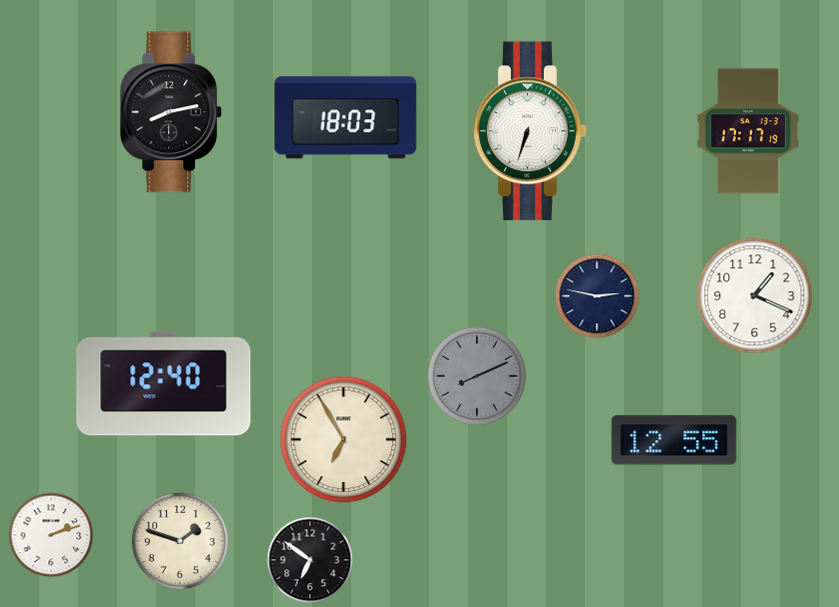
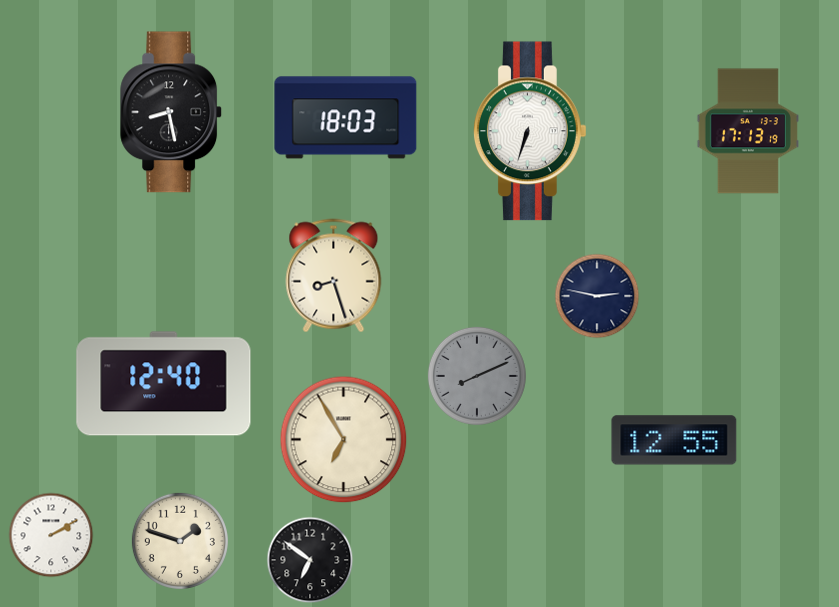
clock at (172, 112): 8:13 -> 8:28
clock at (748, 131): 17:17 -> 17:13
clock at (334, 276): none -> 8:27
clock at (755, 296): 1:19 -> none
clock at (51, 535): 2:12 -> 2:10
